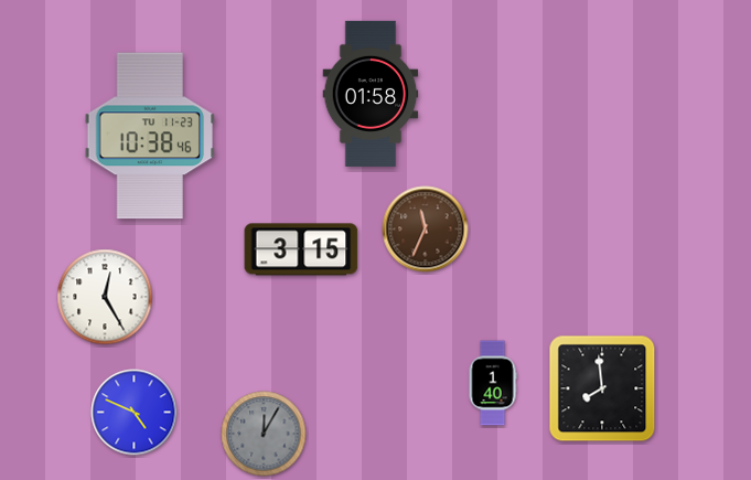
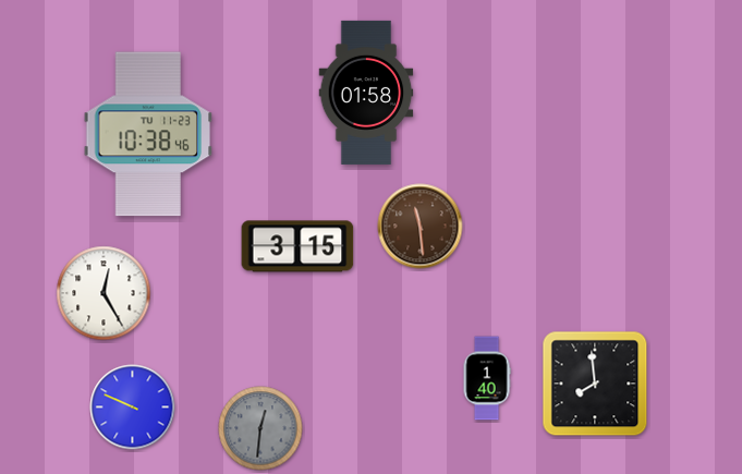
clock at (426, 230): 11:34 -> 11:29
clock at (135, 413): 4:49 -> 9:49
clock at (264, 434): 12:05 -> 12:31
